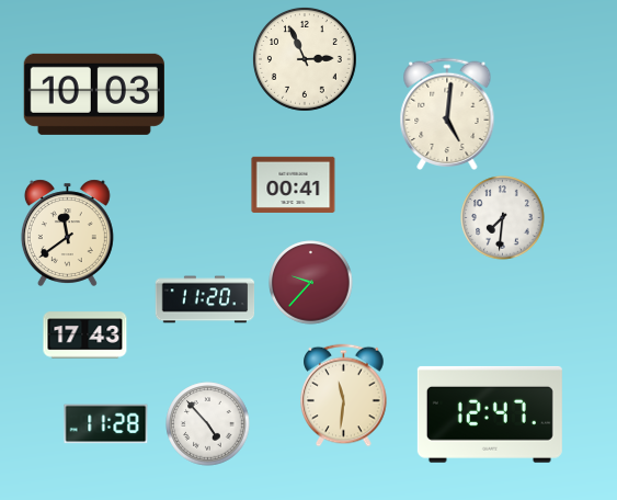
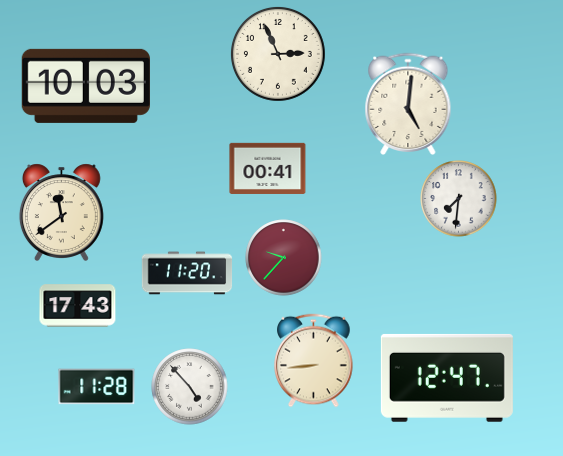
clock at (344, 396): 11:31 -> 8:44
